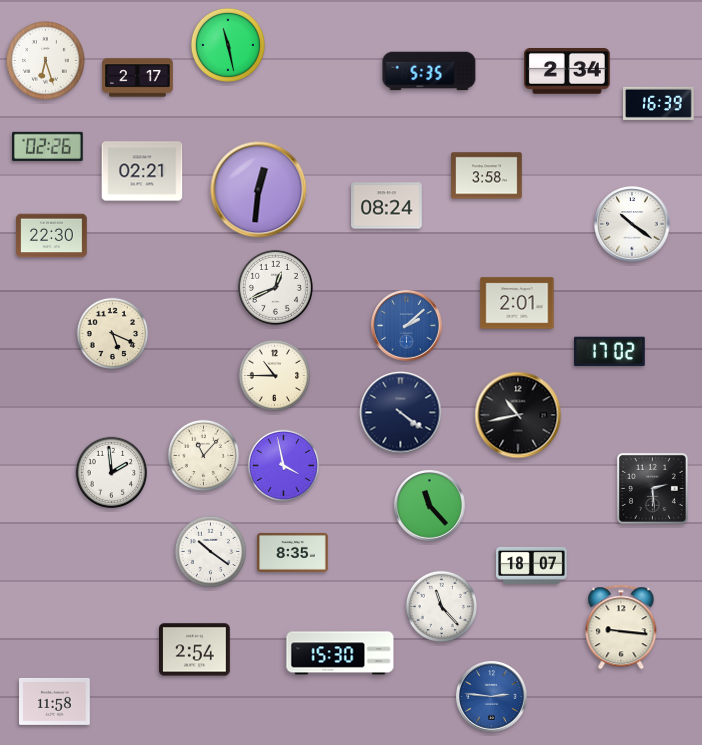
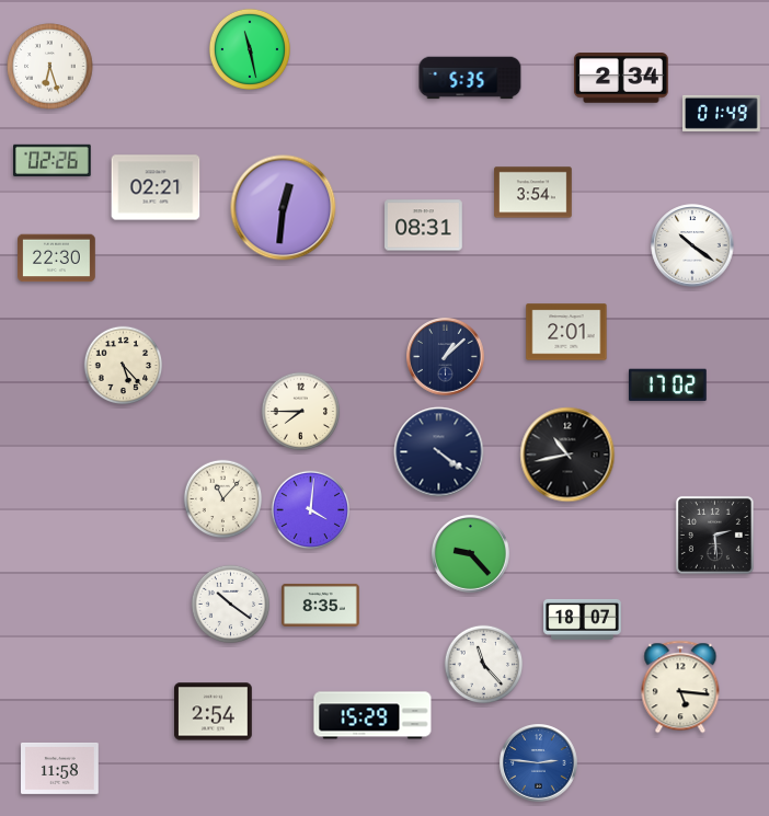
clock at (138, 78): 2:17 -> none
clock at (659, 103): 16:39 -> 01:49
clock at (487, 176): 3:58 -> 3:54
clock at (387, 206): 08:24 -> 08:31
clock at (275, 287): 12:41 -> none
clock at (407, 326): 2:08 -> 1:08
clock at (407, 326) dial: blue -> navy
clock at (113, 334): 5:19 -> 5:23
clock at (275, 376): 10:45 -> 7:45
clock at (284, 466): 3:58 -> 4:01
clock at (112, 473): 1:59 -> none
clock at (430, 506): 11:23 -> 9:23
clock at (621, 627): 9:16 -> 5:16
clock at (340, 653): 15:30 -> 15:29
